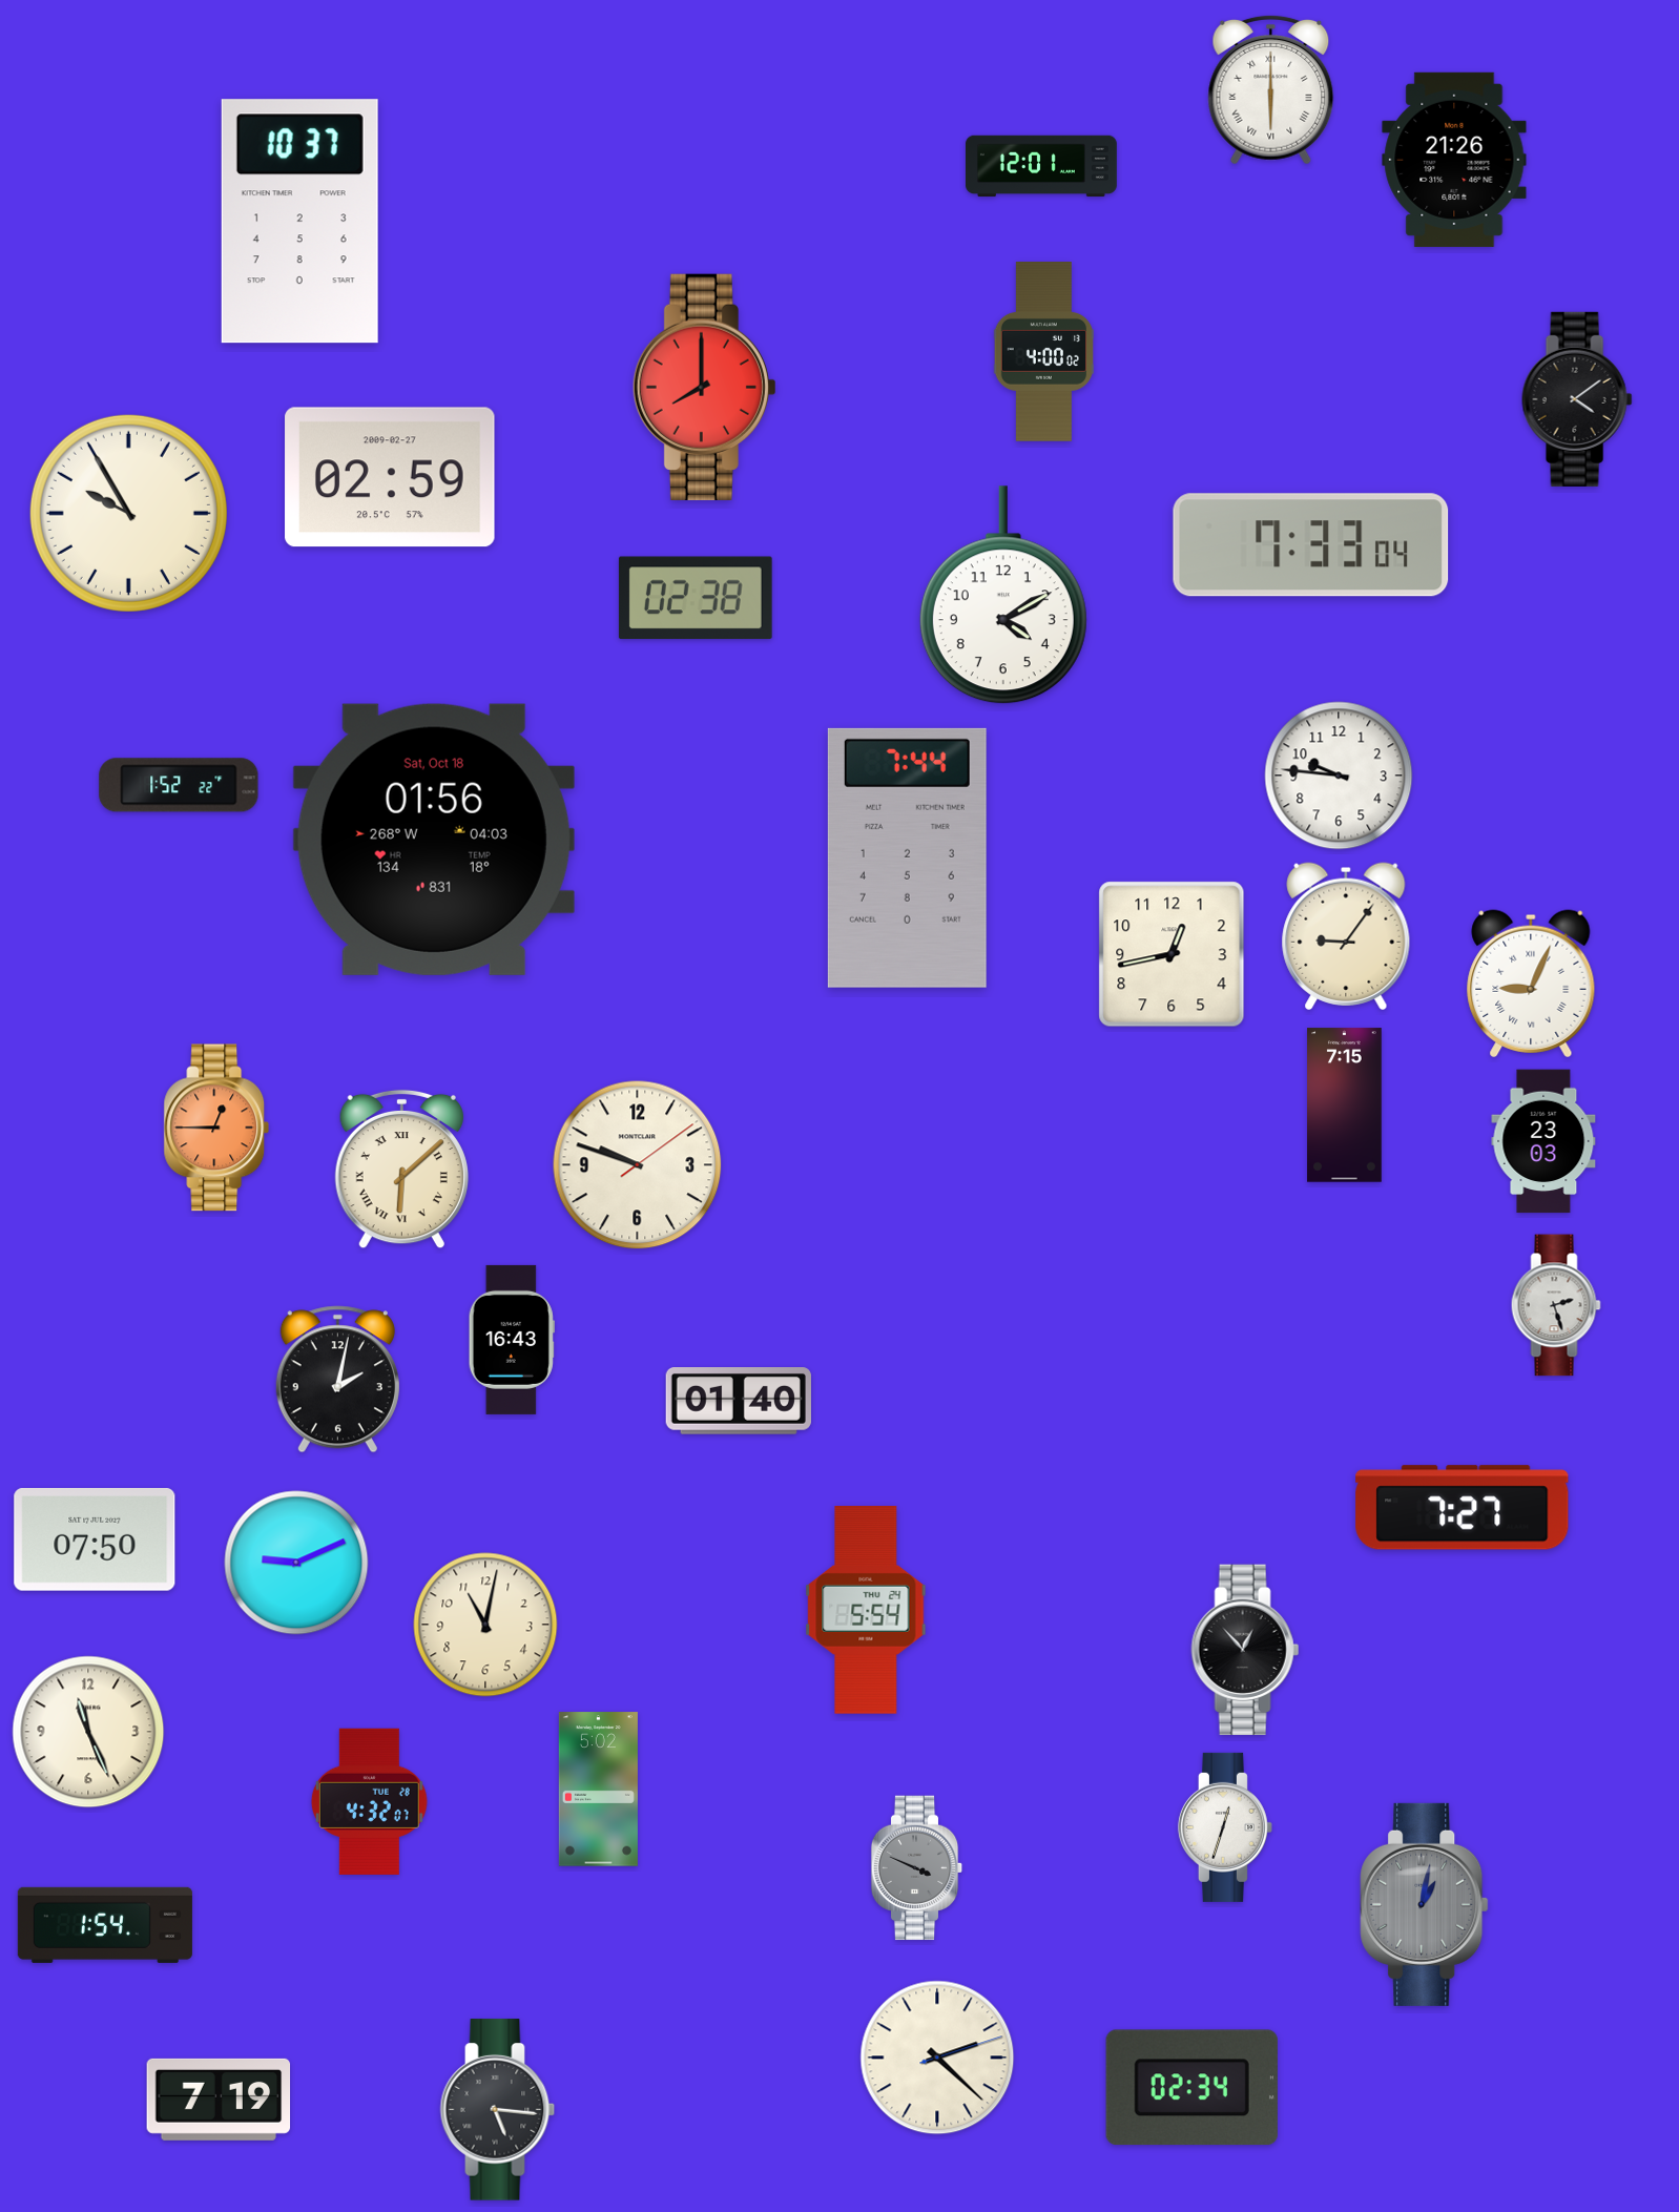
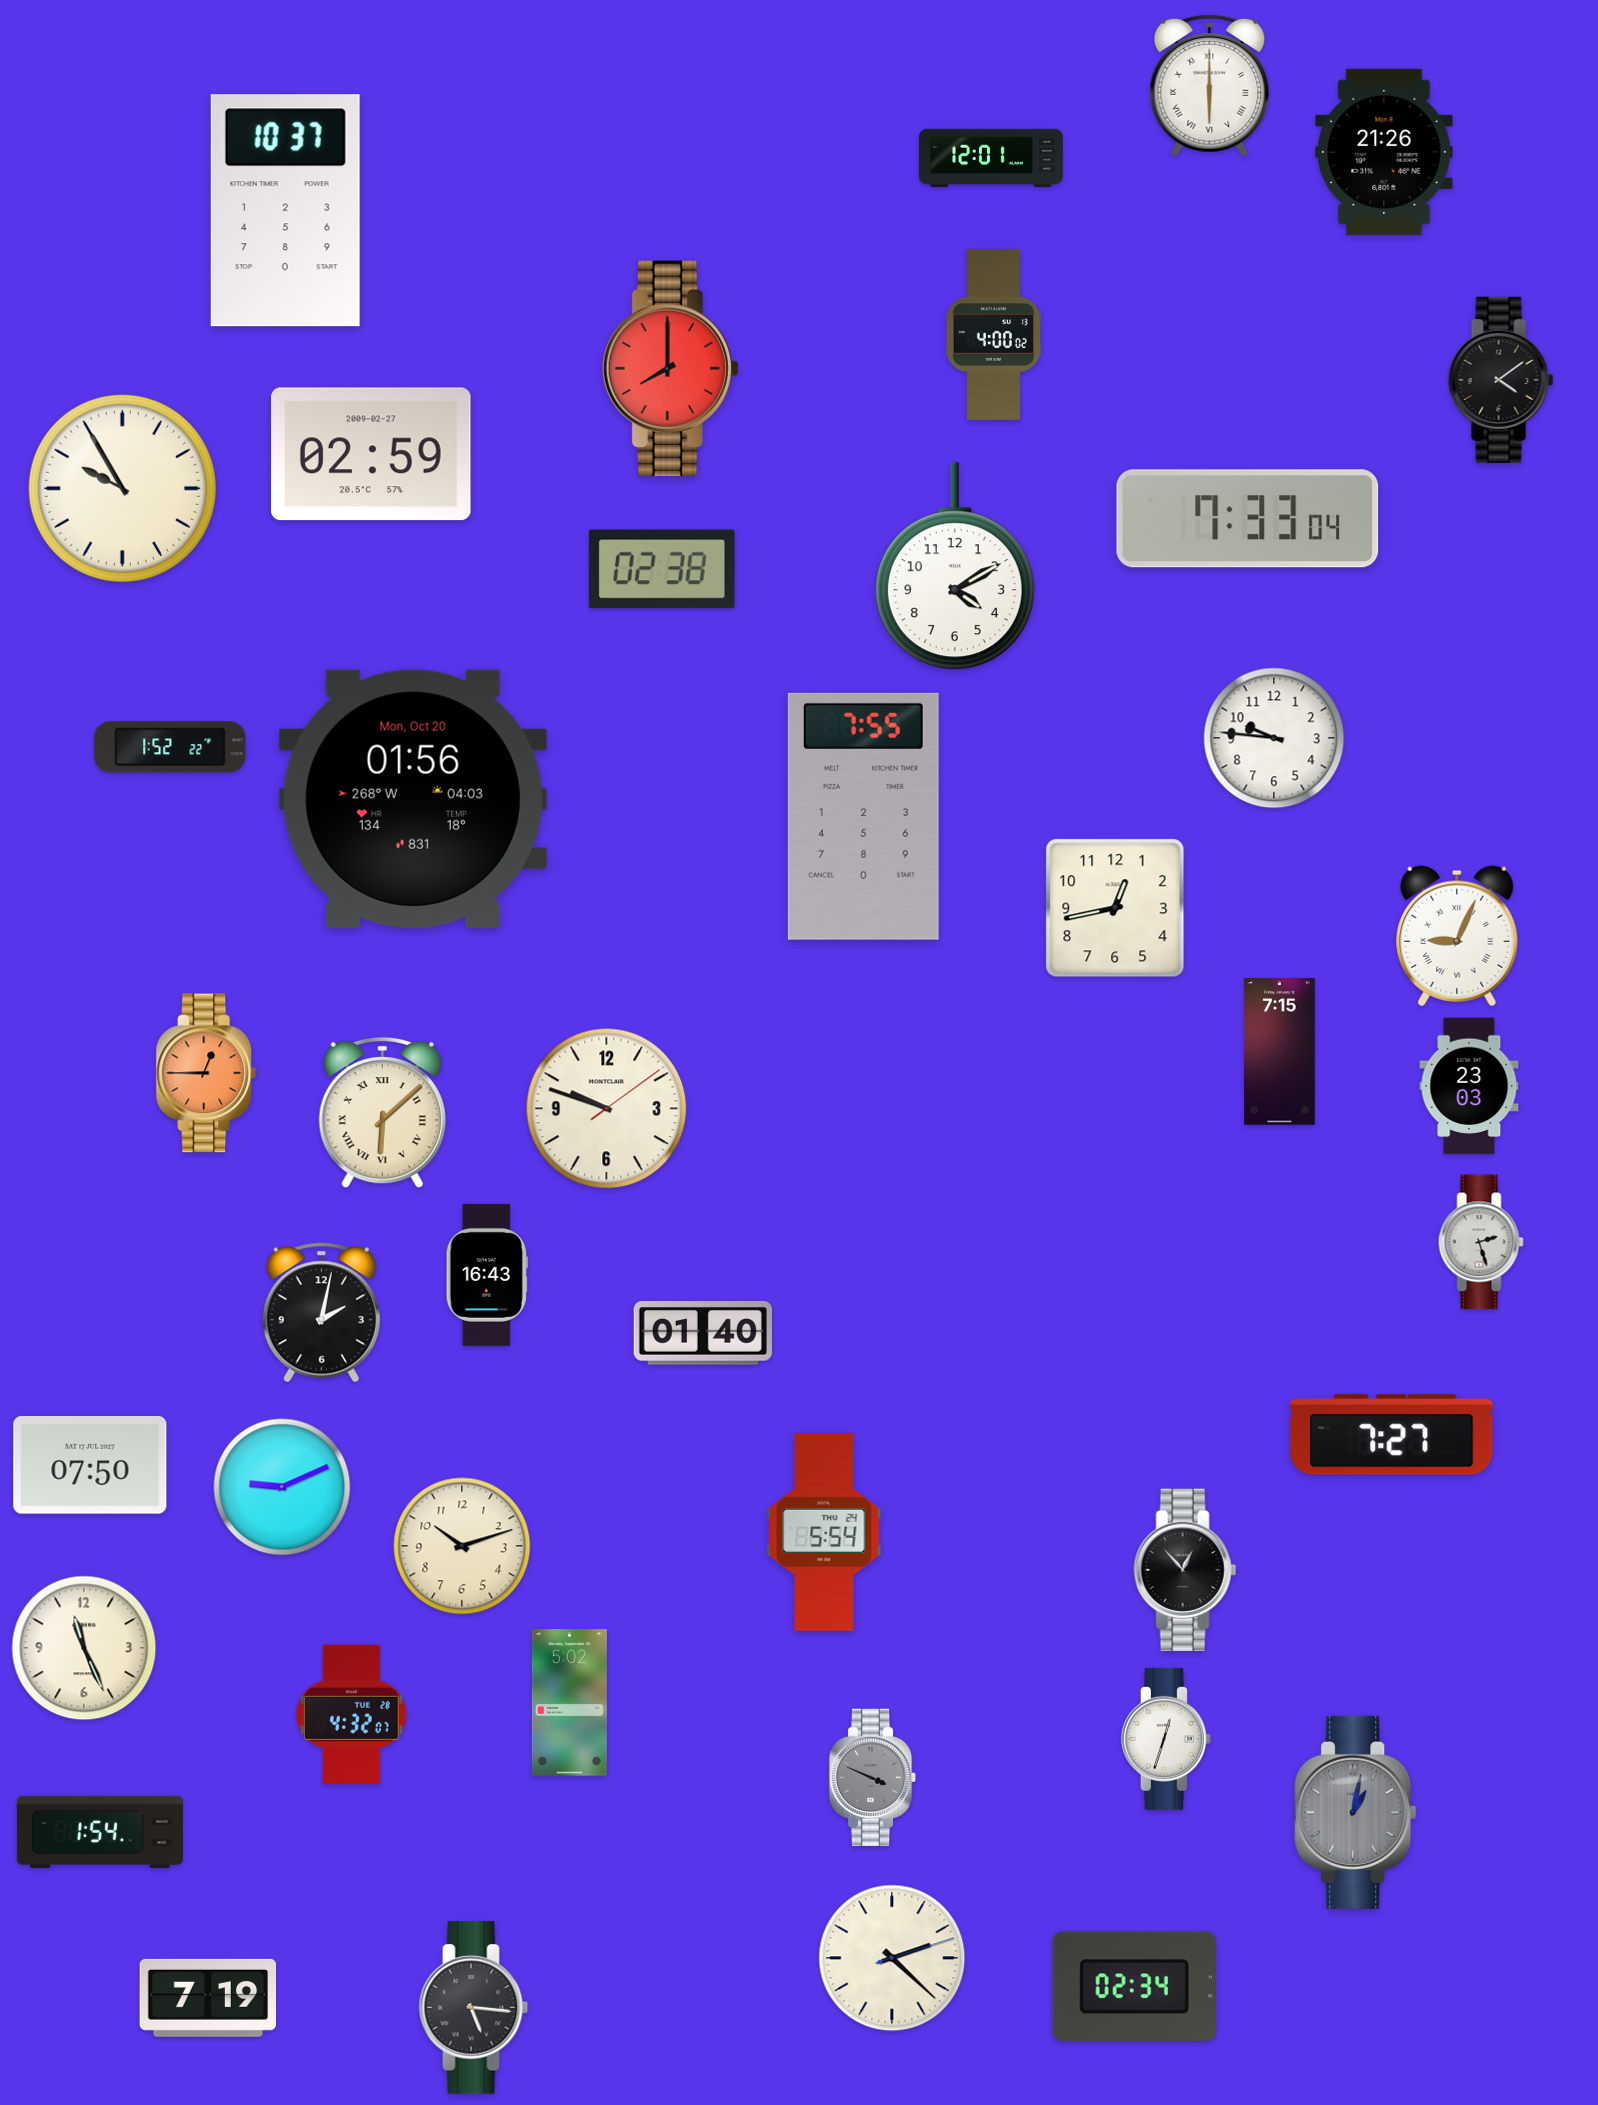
clock at (434, 840) date: Sat, Oct 18 -> Mon, Oct 20
clock at (907, 857): 7:44 -> 7:55
clock at (1346, 936): 9:06 -> none
clock at (485, 1625): 11:02 -> 10:12
